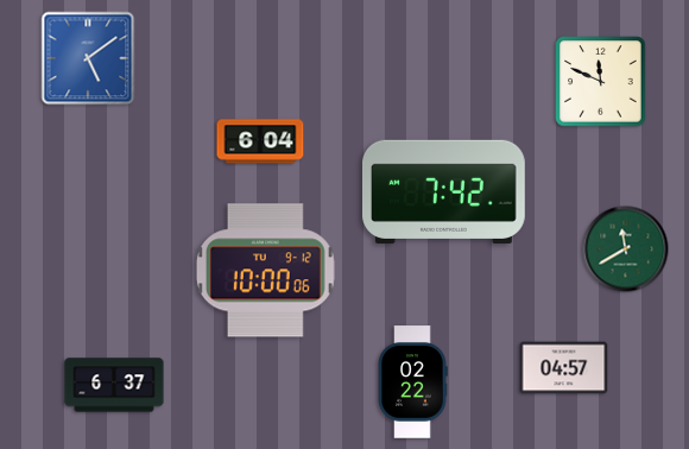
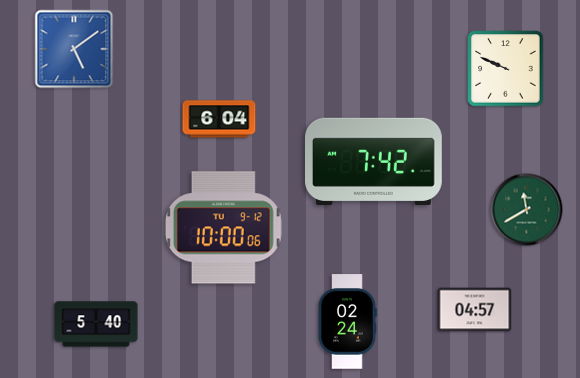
clock at (601, 82): 11:49 -> 9:49
clock at (412, 382): 02:22 -> 02:24
clock at (114, 385): 6:37 -> 5:40
